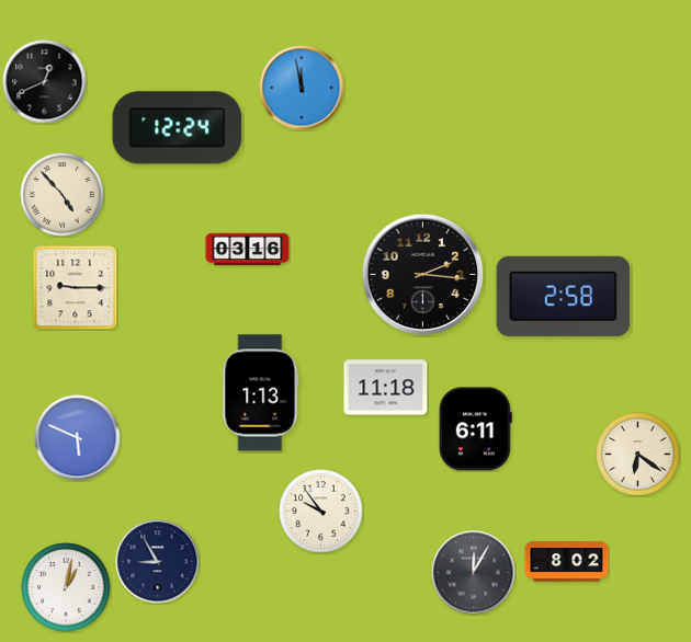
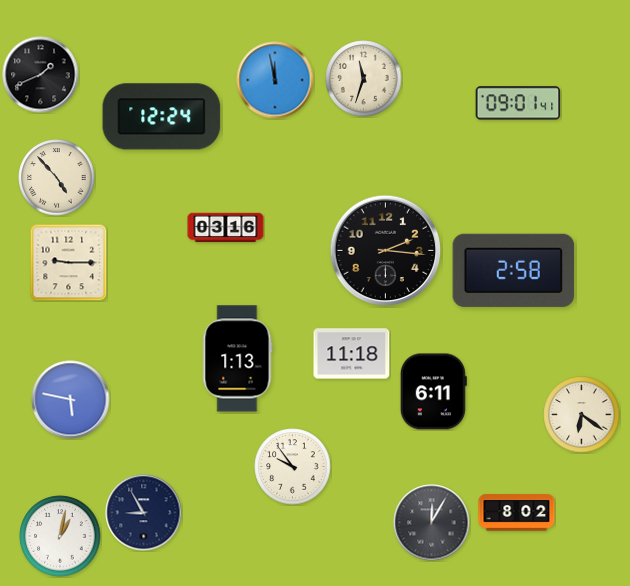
clock at (45, 82): 12:41 -> 1:41
clock at (364, 79): none -> 11:33
clock at (518, 103): none -> 09:01
clock at (78, 438): 5:49 -> 5:47
